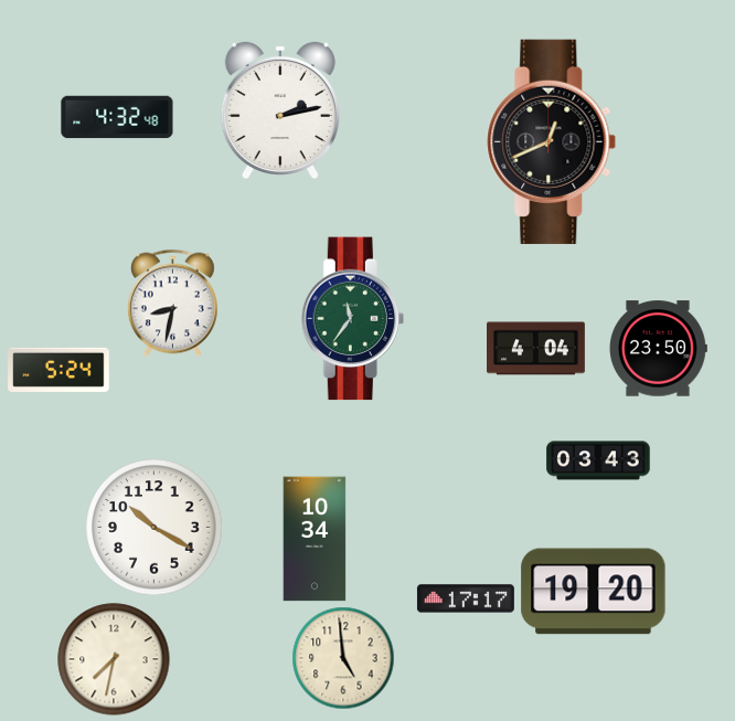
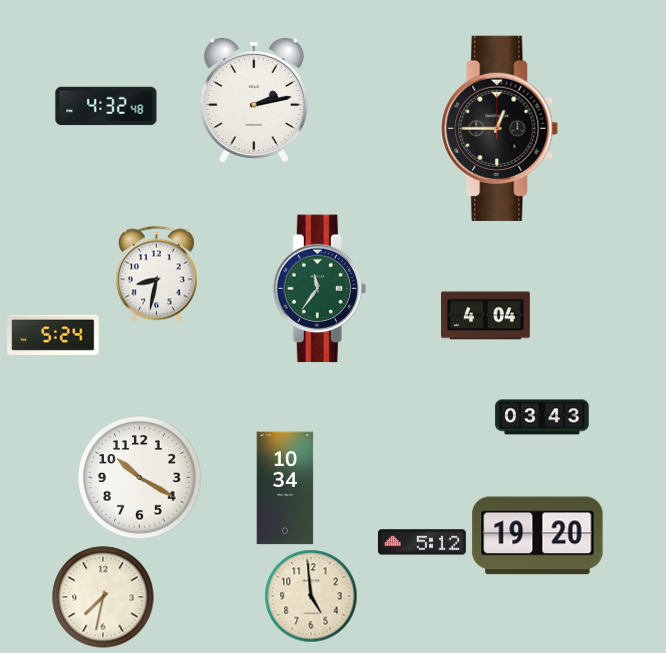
clock at (552, 141): 12:41 -> 12:45
clock at (658, 349): 23:50 -> none
clock at (466, 598): 17:17 -> 5:12
